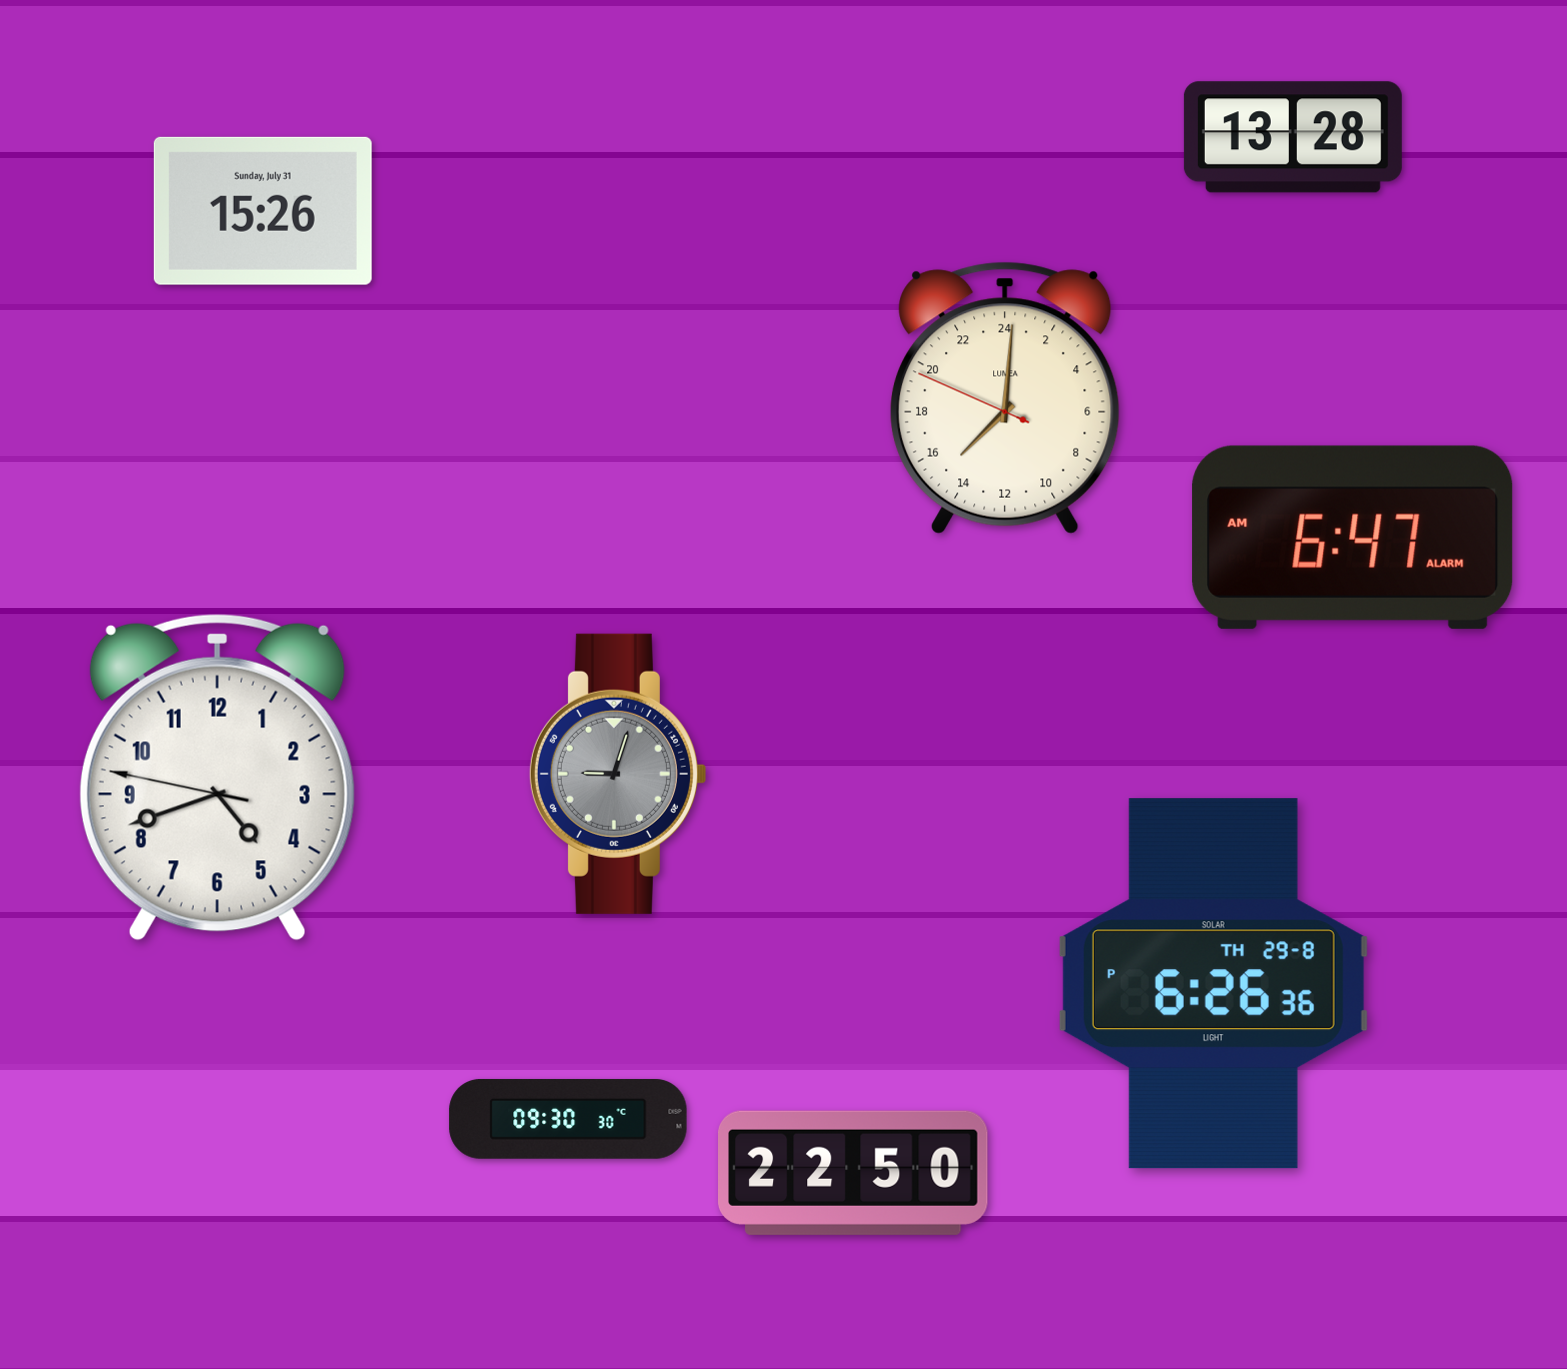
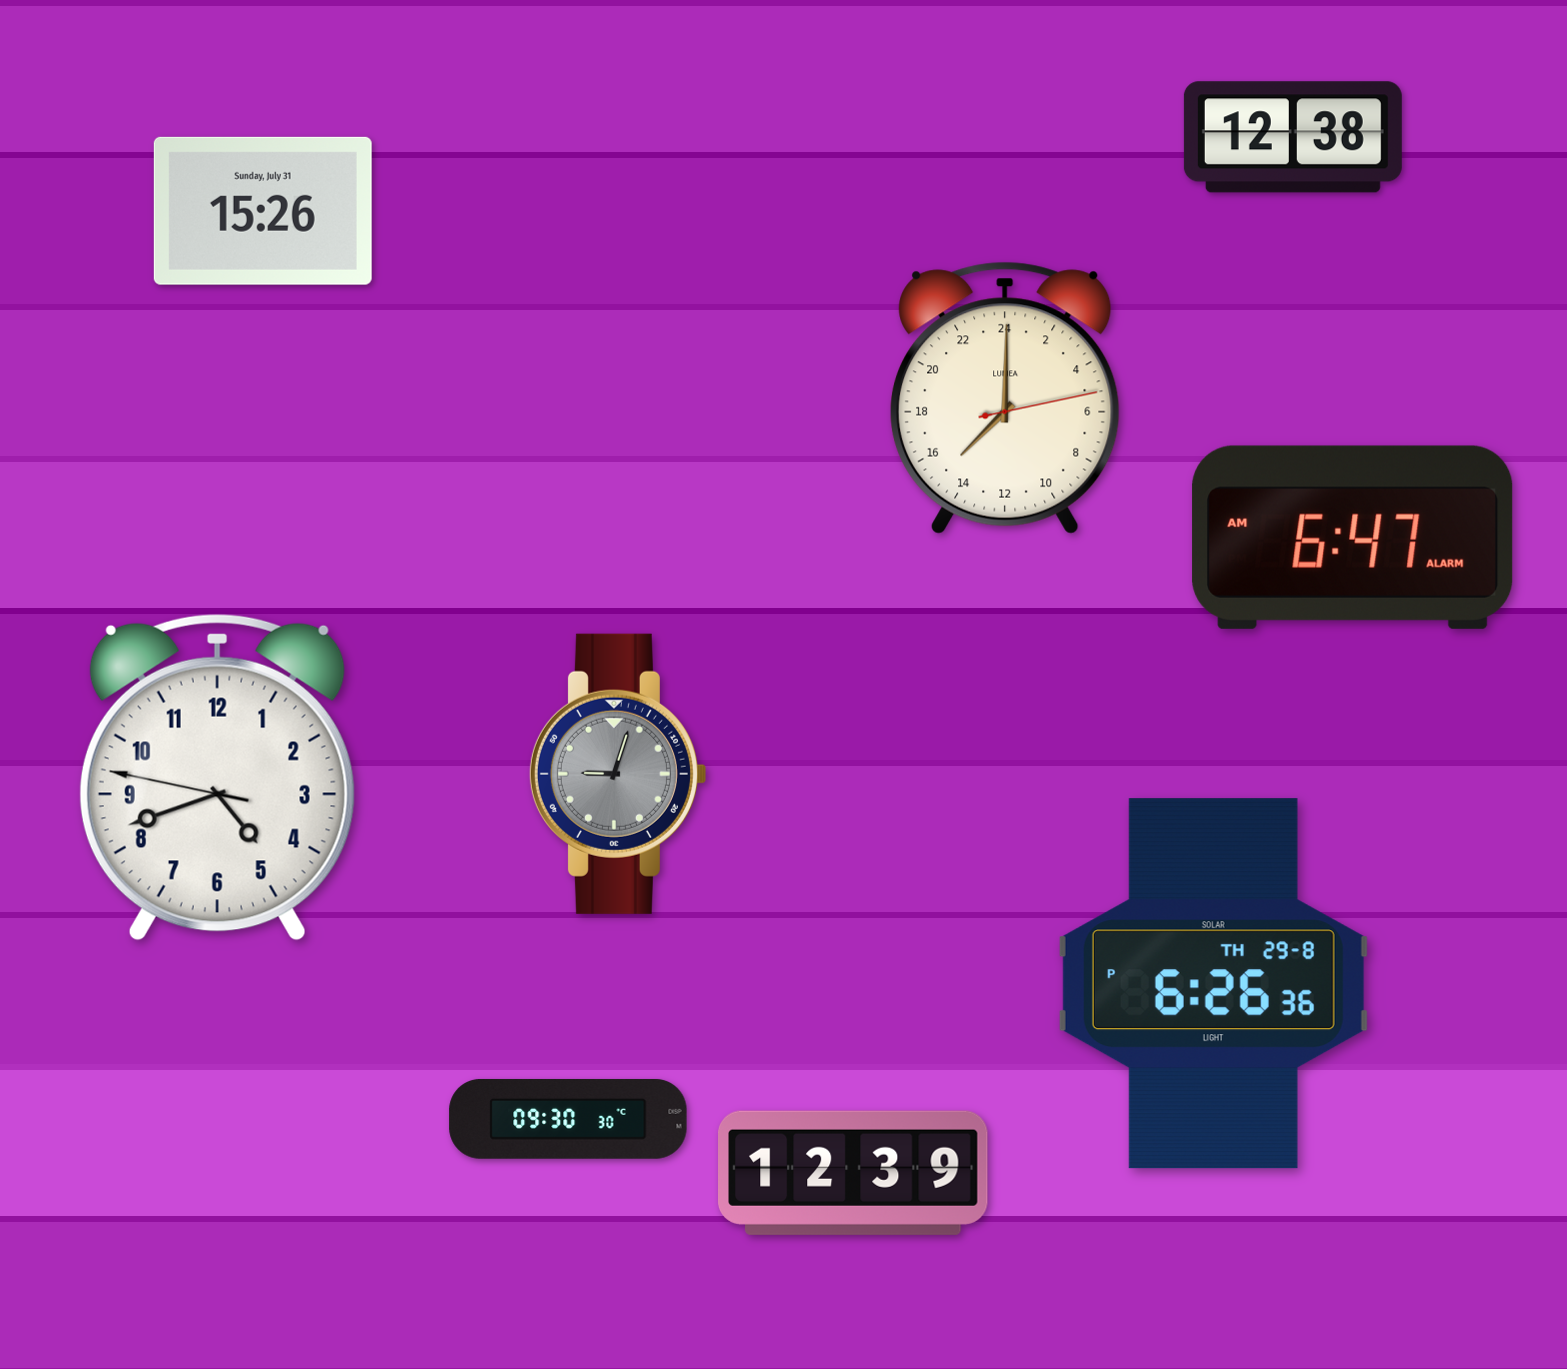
clock at (1293, 137): 13:28 -> 12:38
clock at (1006, 398): 15:00:49 -> 15:00:13
clock at (854, 1173): 22:50 -> 12:39
